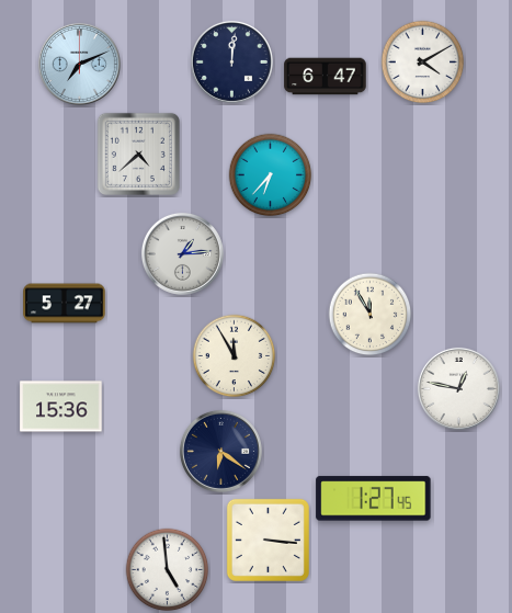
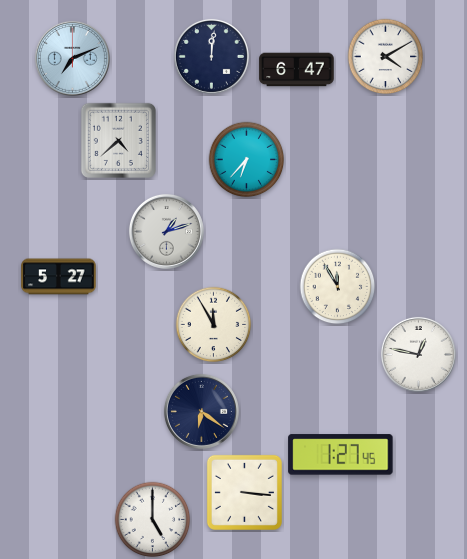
clock at (138, 154) position: (138, 154) -> (118, 140)
clock at (182, 253): 1:14 -> 1:12
clock at (61, 407): 15:36 -> none
clock at (168, 570): 4:59 -> 5:00
